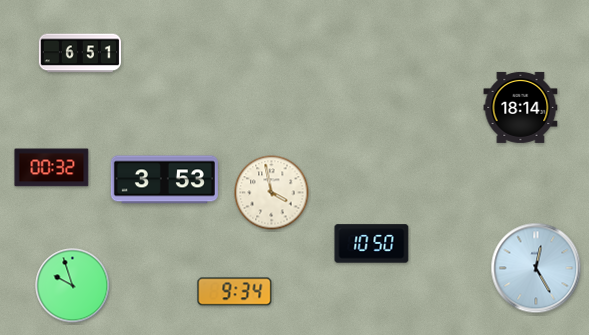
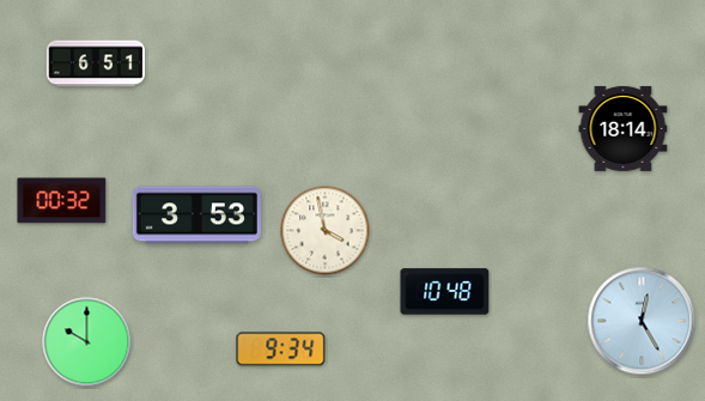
clock at (372, 244): 10:50 -> 10:48
clock at (73, 286): 9:57 -> 10:00
